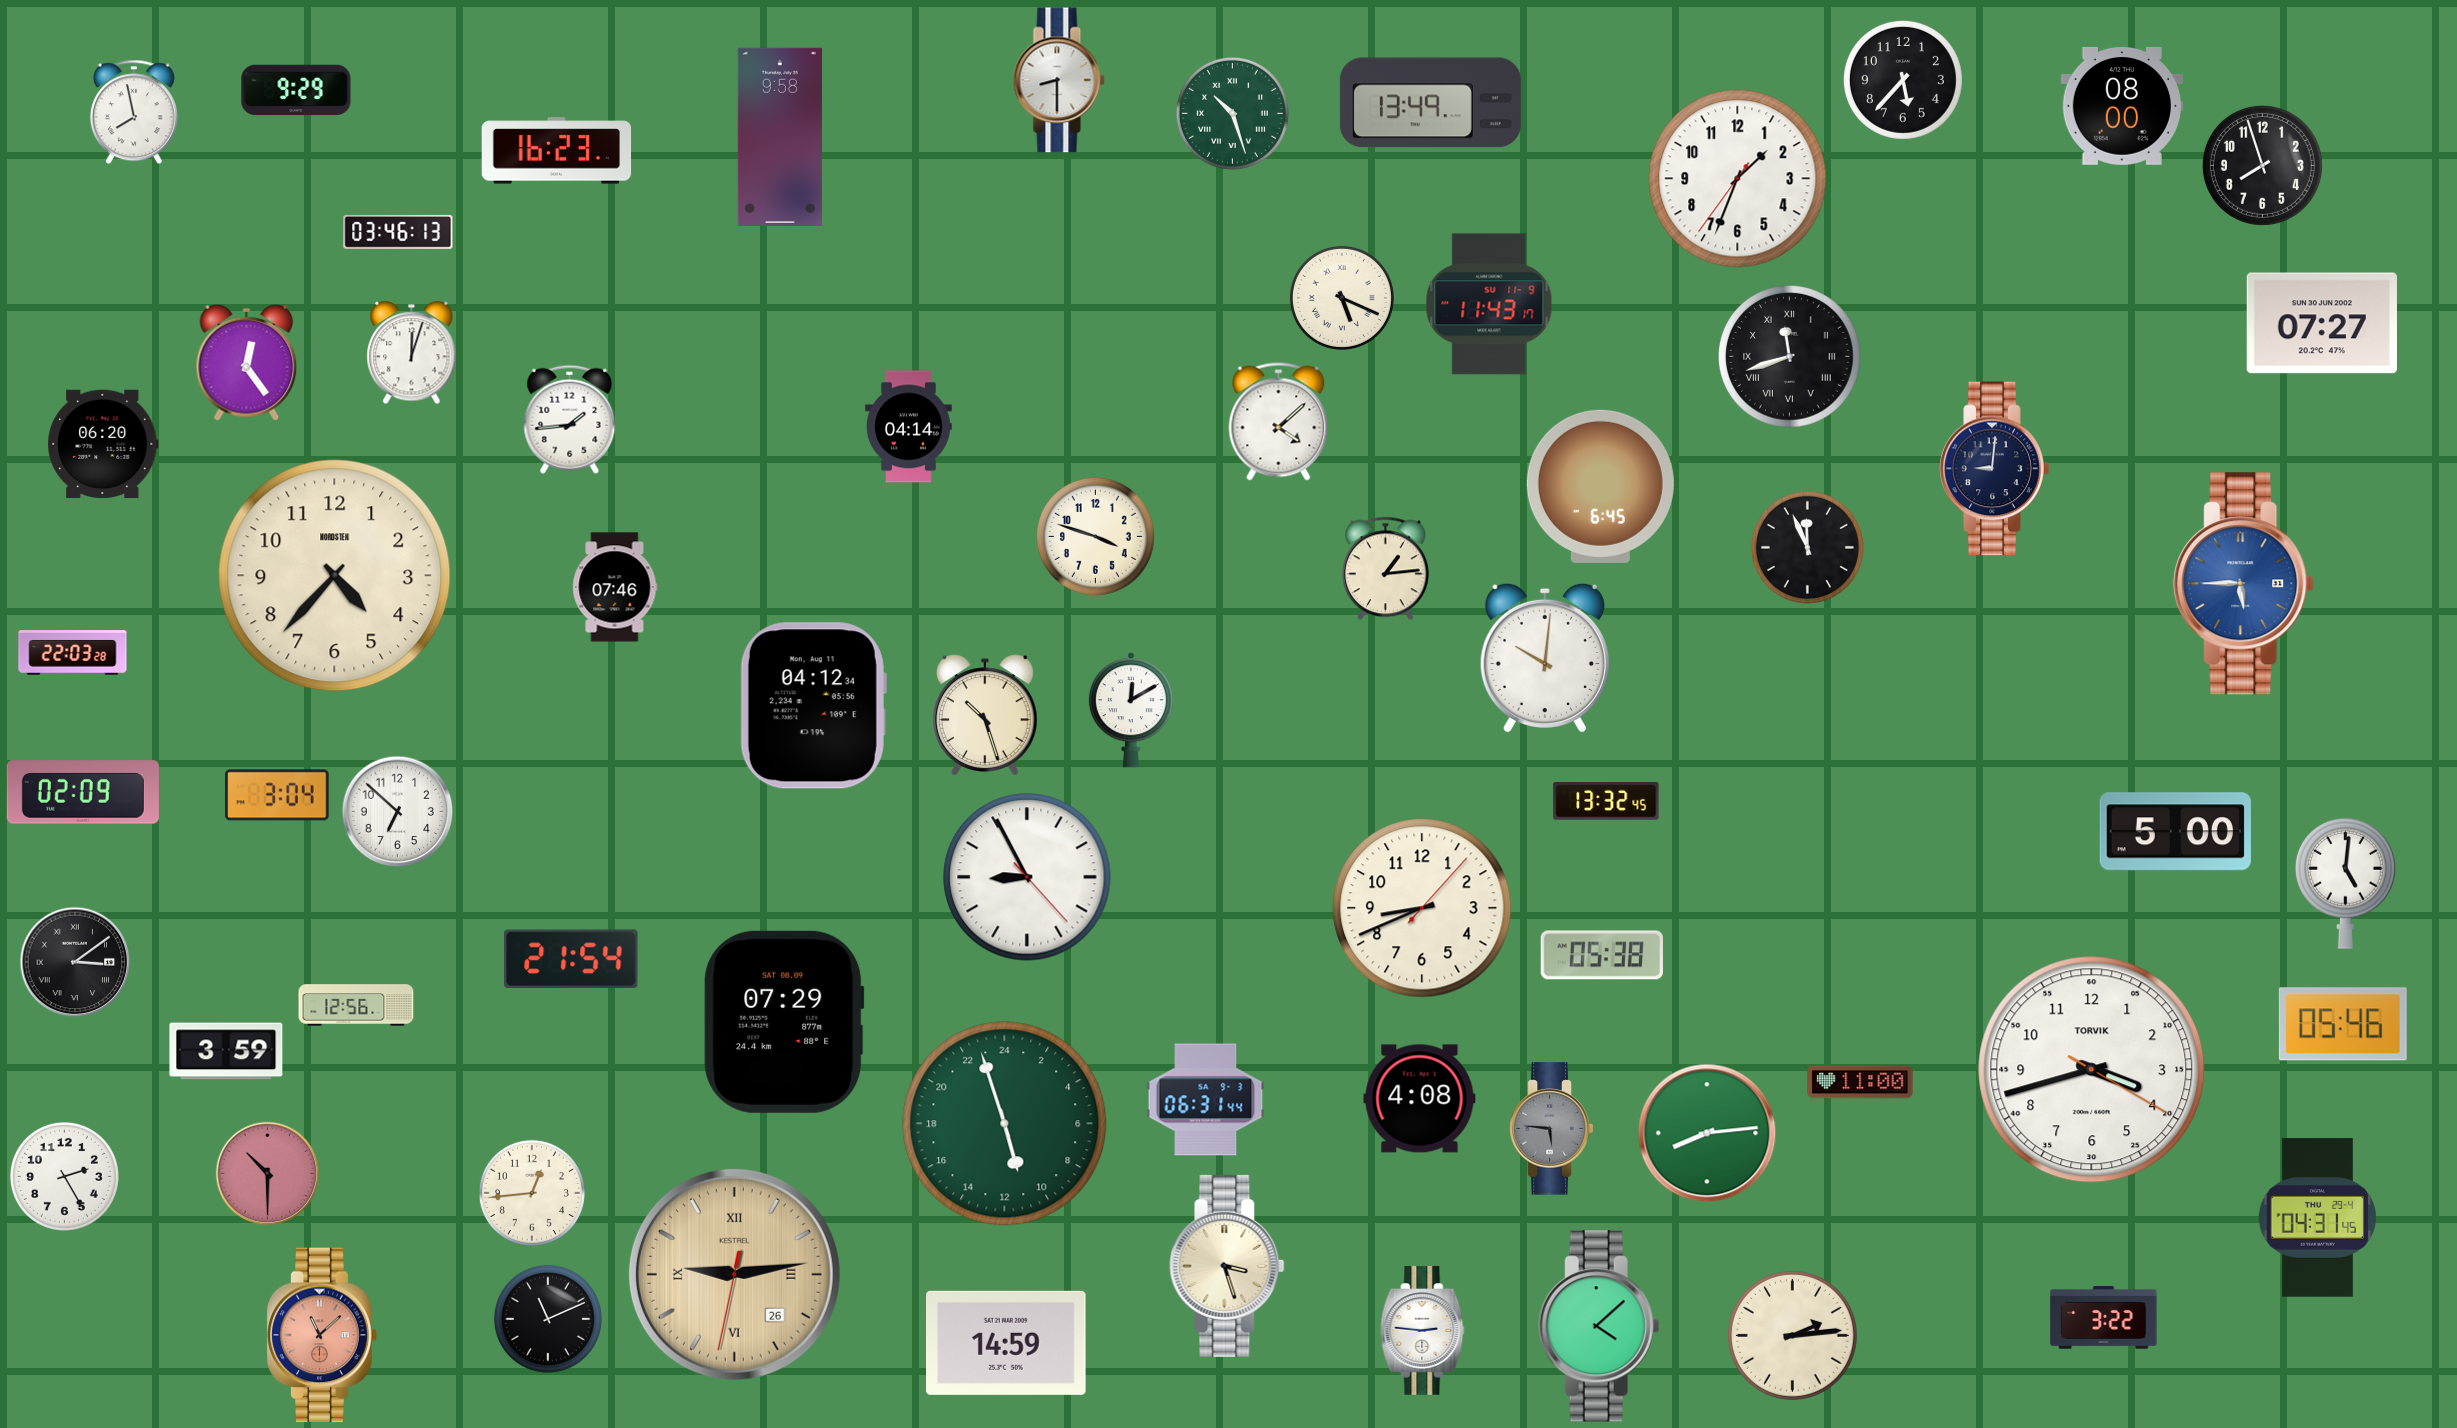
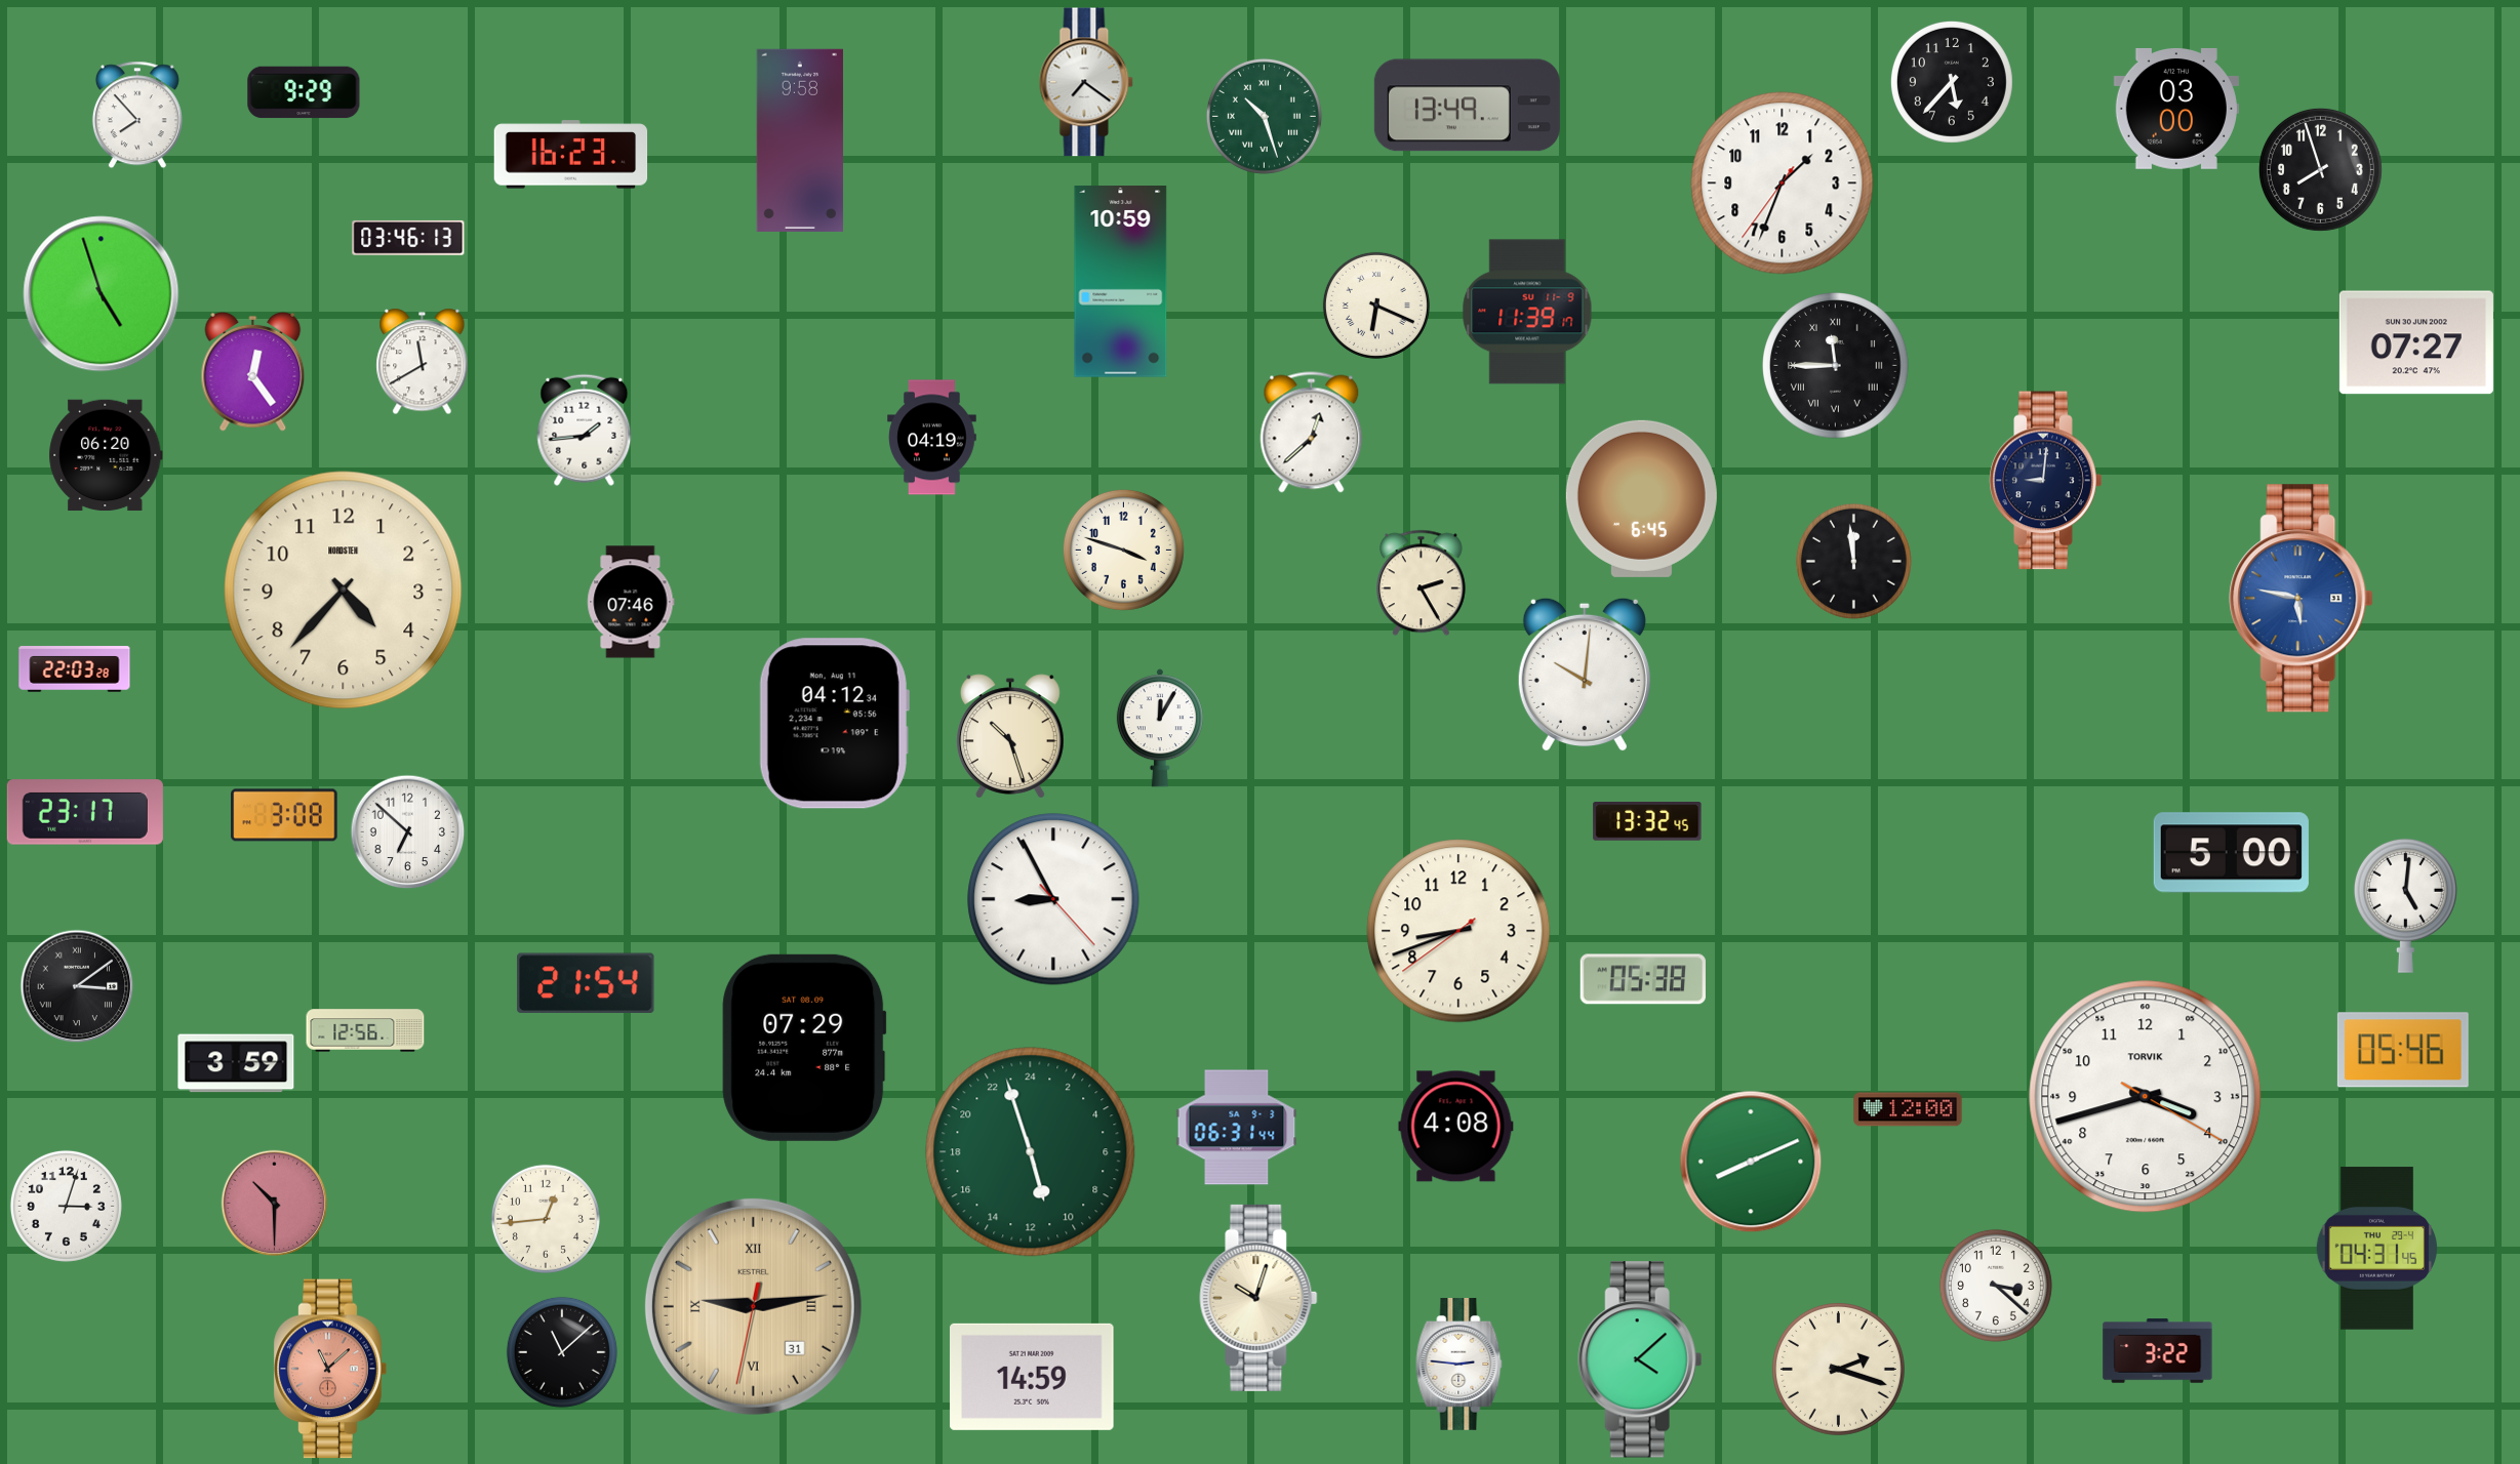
clock at (1059, 80): 8:30 -> 7:21
clock at (2122, 106): 08:00 -> 03:00
clock at (134, 112): 7:58 -> 7:53
clock at (1121, 282): none -> 10:59
clock at (102, 294): none -> 4:57
clock at (1342, 298): 5:19 -> 6:19
clock at (1489, 304): 11:43 -> 11:39
clock at (2322, 323) position: (2322, 323) -> (2416, 342)
clock at (412, 353): 12:03 -> 11:40
clock at (1790, 357): 11:42 -> 11:45
clock at (1279, 422): 4:08 -> 12:38
clock at (909, 427): 04:14 -> 04:19
clock at (1807, 547): 11:56 -> 11:59
clock at (1385, 569): 1:14 -> 2:25
clock at (2244, 584): 5:45 -> 5:47
clock at (1131, 710): 12:10 -> 12:05
clock at (985, 715) position: (985, 715) -> (1010, 736)
clock at (83, 792): 02:09 -> 23:17
clock at (277, 795): 3:04 -> 3:08
clock at (1422, 908): 8:41:07 -> 8:41:39
clock at (226, 1051) position: (226, 1051) -> (236, 1063)
clock at (1860, 1082): 11:00 -> 12:00
clock at (1552, 1129): 5:46 -> none
clock at (1707, 1133): 8:14 -> 8:11
clock at (64, 1176): 2:25 -> 3:03
clock at (532, 1193) position: (532, 1193) -> (546, 1219)
clock at (1996, 1286): none -> 3:22
clock at (1227, 1266): 3:27 -> 10:03
clock at (734, 1274) date: 26 -> 31
clock at (548, 1319): 11:11 -> 11:08
clock at (1792, 1335): 2:14 -> 2:18
